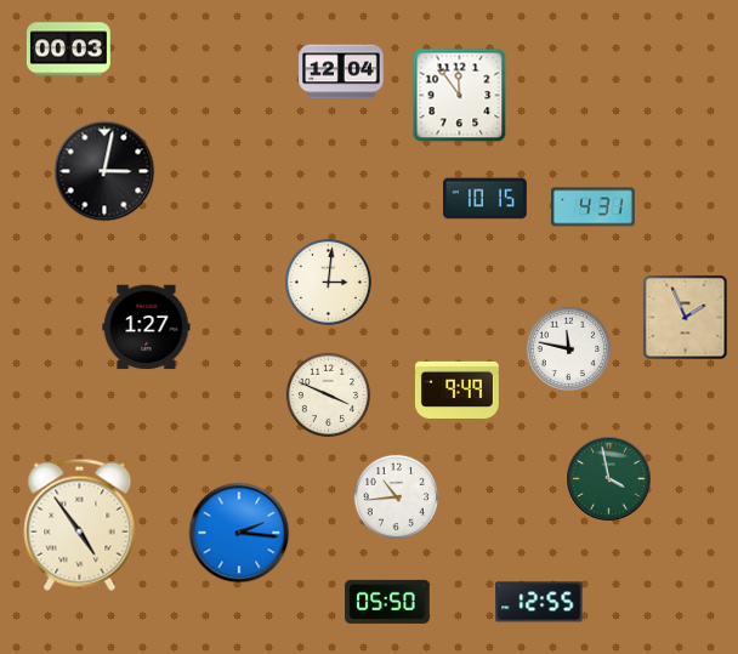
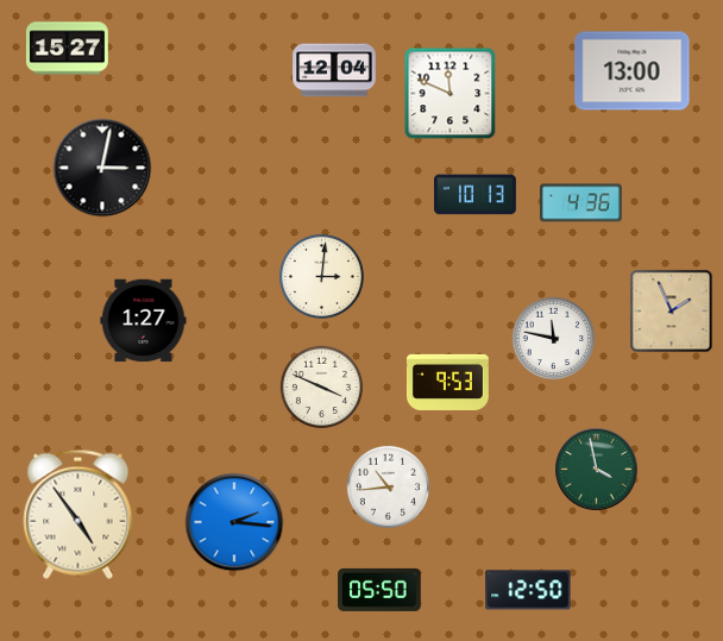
clock at (68, 50): 00:03 -> 15:27
clock at (633, 71): none -> 13:00
clock at (460, 96): 11:54 -> 11:49
clock at (484, 199): 10:15 -> 10:13
clock at (592, 207): 4:31 -> 4:36
clock at (568, 348) position: (568, 348) -> (553, 338)
clock at (456, 389): 9:49 -> 9:53
clock at (539, 602): 12:55 -> 12:50
